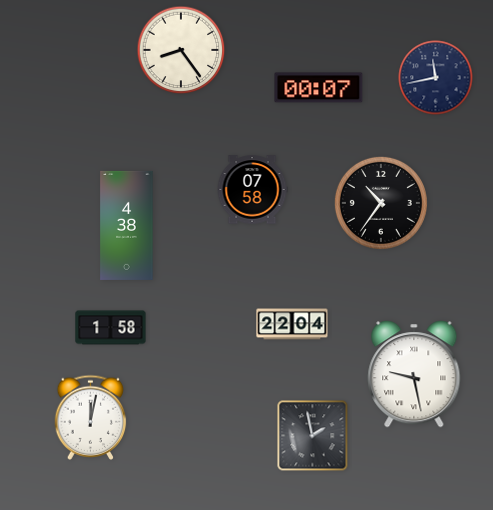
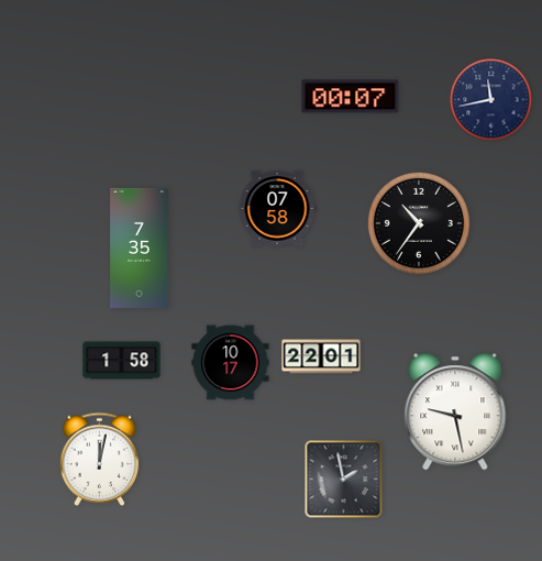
clock at (181, 50): 8:24 -> none
clock at (436, 78) position: (436, 78) -> (491, 100)
clock at (127, 225): 4:38 -> 7:35
clock at (292, 324): 22:04 -> 22:01
clock at (231, 363): none -> 10:17
